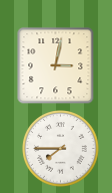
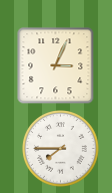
clock at (55, 65): 3:02 -> 3:04
